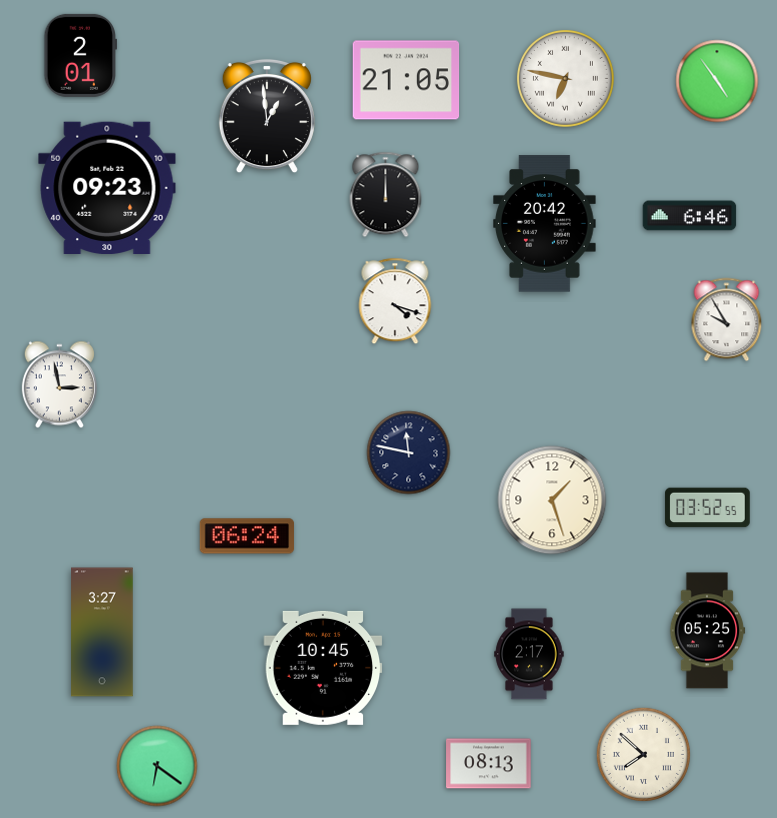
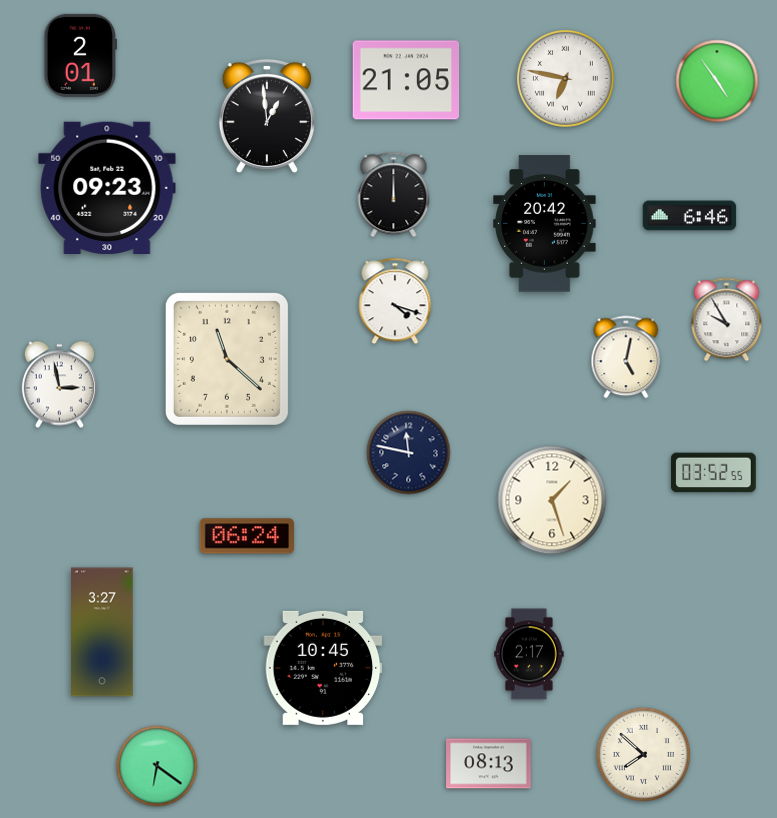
clock at (386, 195) position: (386, 195) -> (394, 195)
clock at (626, 357): none -> 5:02
clock at (227, 359): none -> 11:22
clock at (708, 508) position: (708, 508) -> (714, 473)
clock at (707, 631): 05:25 -> none
